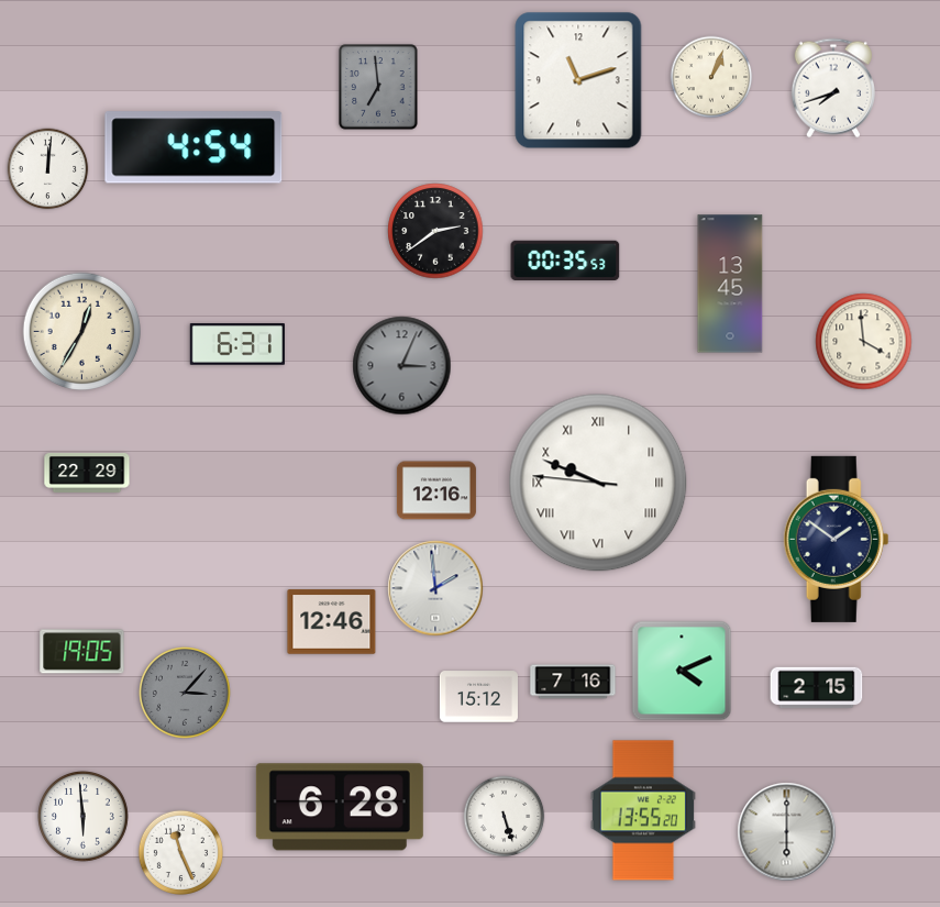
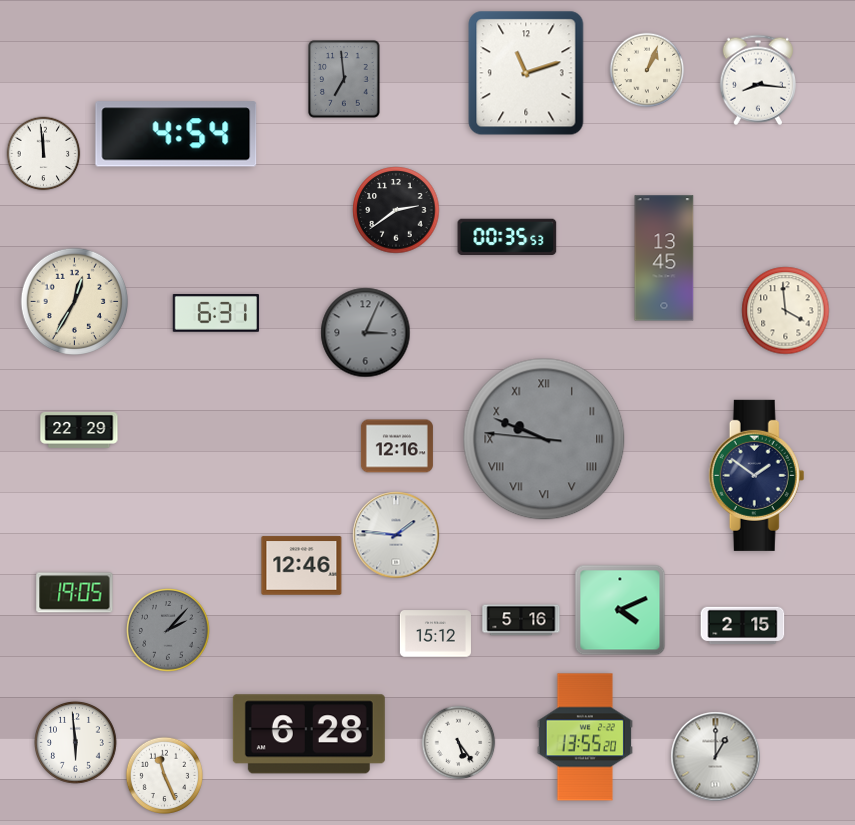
clock at (832, 88): 7:42 -> 8:16
clock at (48, 169): 12:01 -> 11:59
clock at (565, 259) position: (565, 259) -> (507, 236)
clock at (598, 483) dial: white -> grey
clock at (837, 539) position: (837, 539) -> (757, 475)
clock at (435, 588): 1:59 -> 1:46
clock at (573, 682): 7:16 -> 5:16
clock at (185, 693): 3:07 -> 2:07
clock at (505, 817): 5:27 -> 5:24
clock at (787, 832): 6:00 -> 1:00
